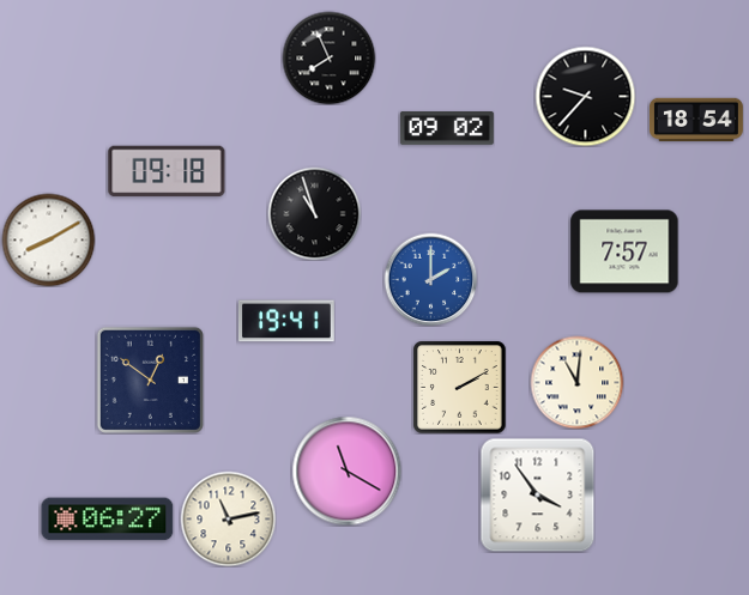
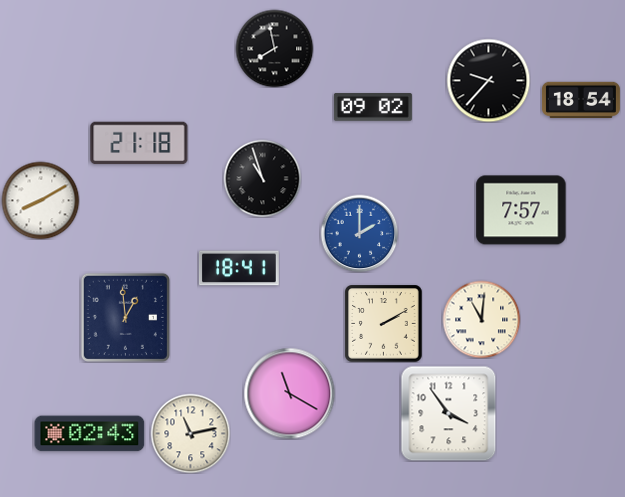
clock at (328, 57): 7:56 -> 7:58
clock at (167, 171): 09:18 -> 21:18
clock at (288, 321): 19:41 -> 18:41
clock at (150, 380): 12:51 -> 12:59
clock at (108, 520): 06:27 -> 02:43
